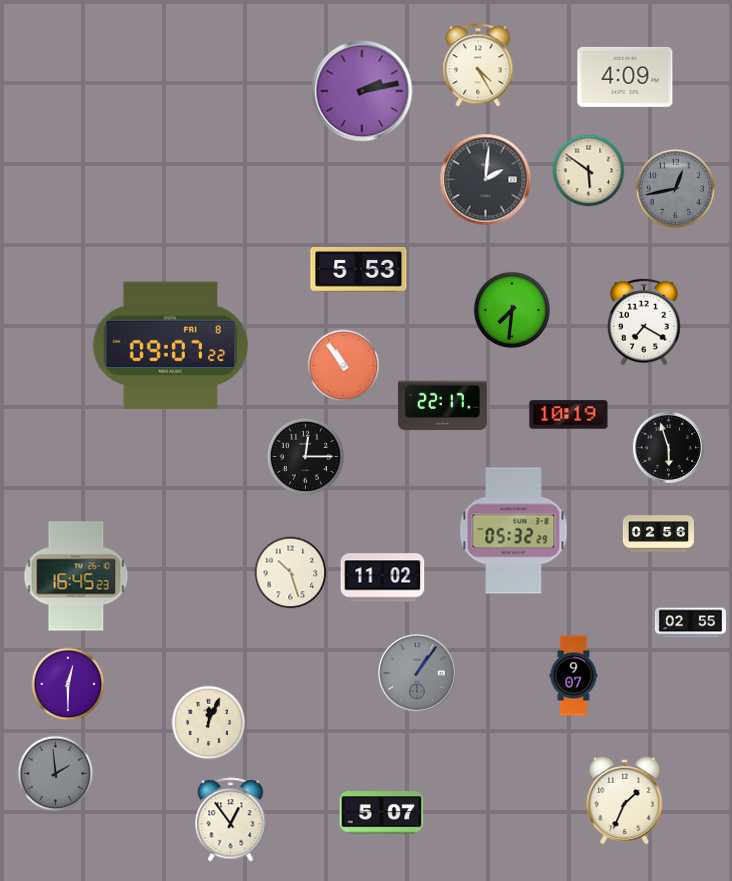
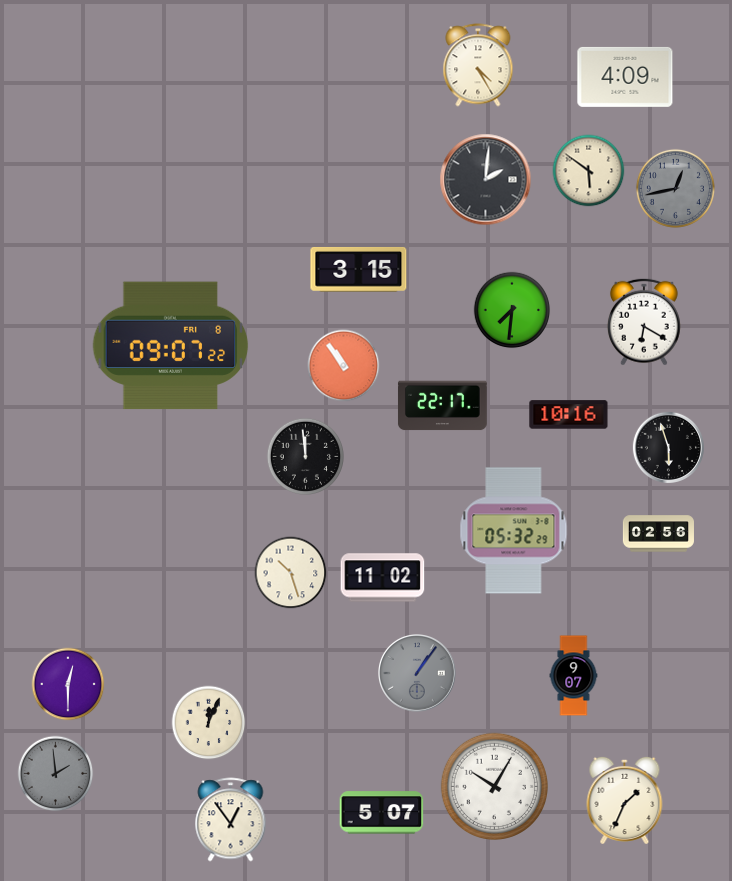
clock at (362, 91): 2:13 -> none
clock at (359, 269): 5:53 -> 3:15
clock at (644, 322): 7:20 -> 6:20
clock at (569, 415): 10:19 -> 10:16
clock at (305, 456): 12:15 -> 11:59
clock at (76, 576): 16:45 -> none
clock at (690, 623): 02:55 -> none
clock at (494, 786): none -> 10:05
